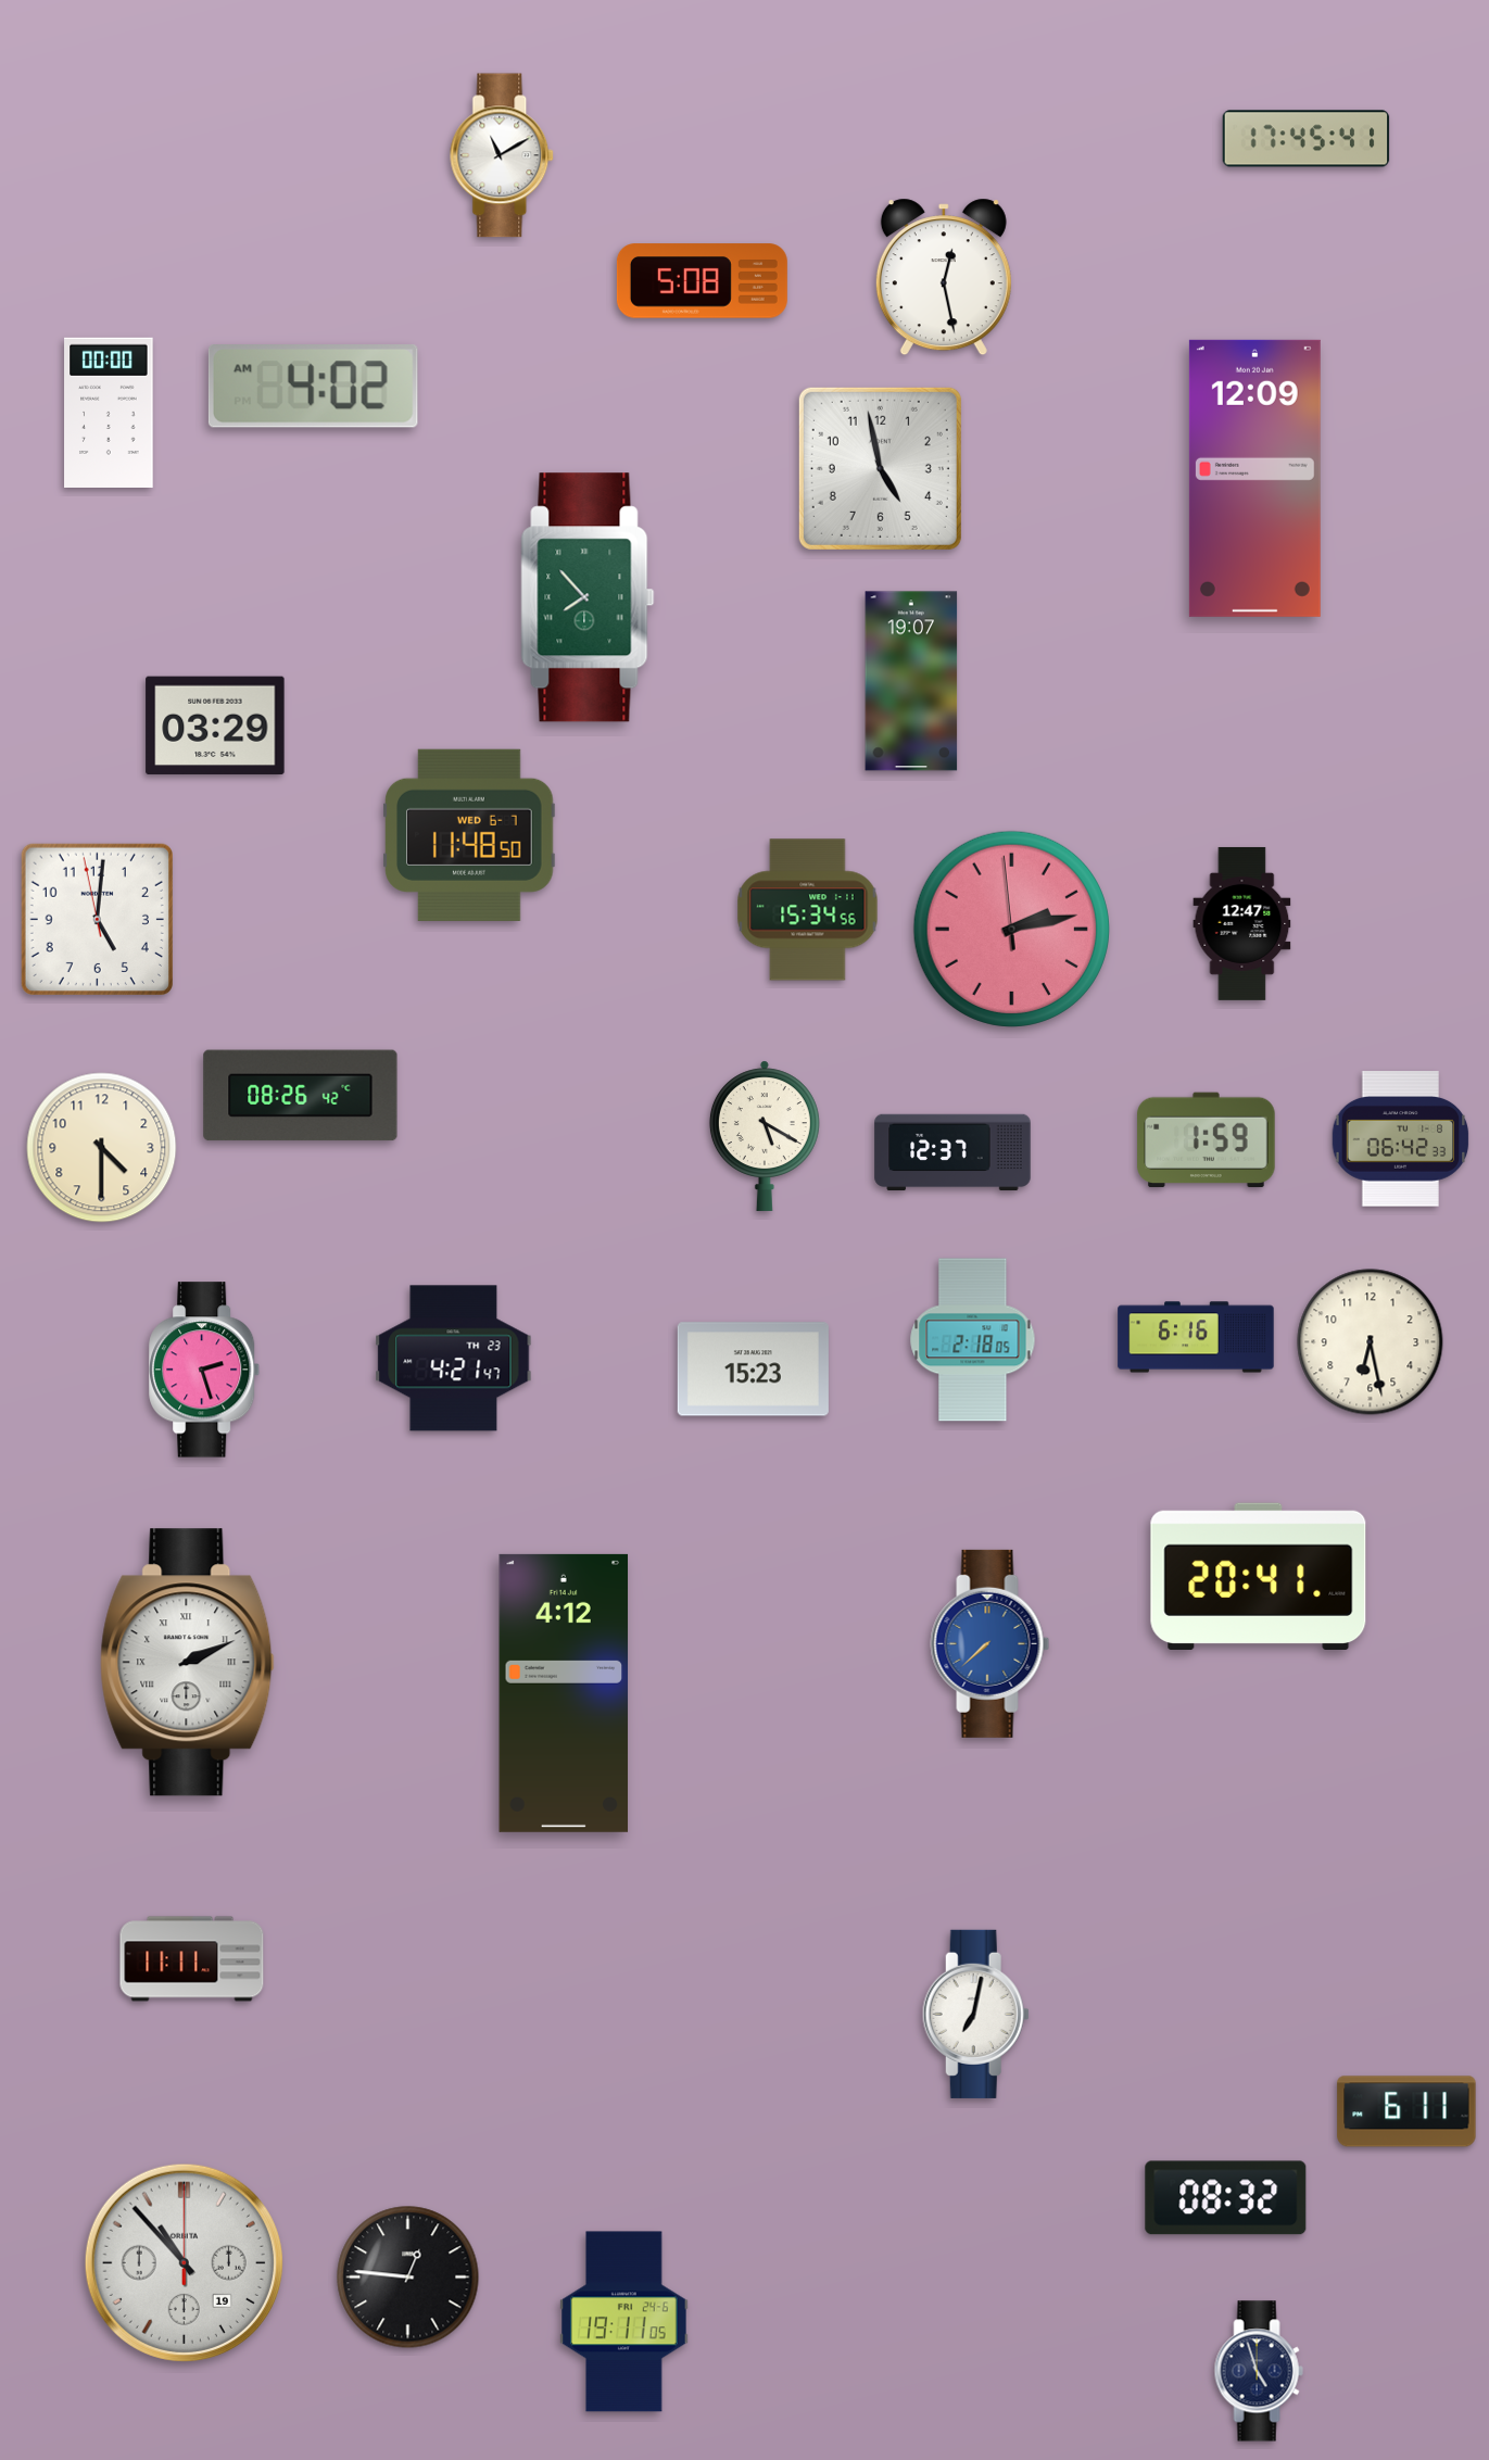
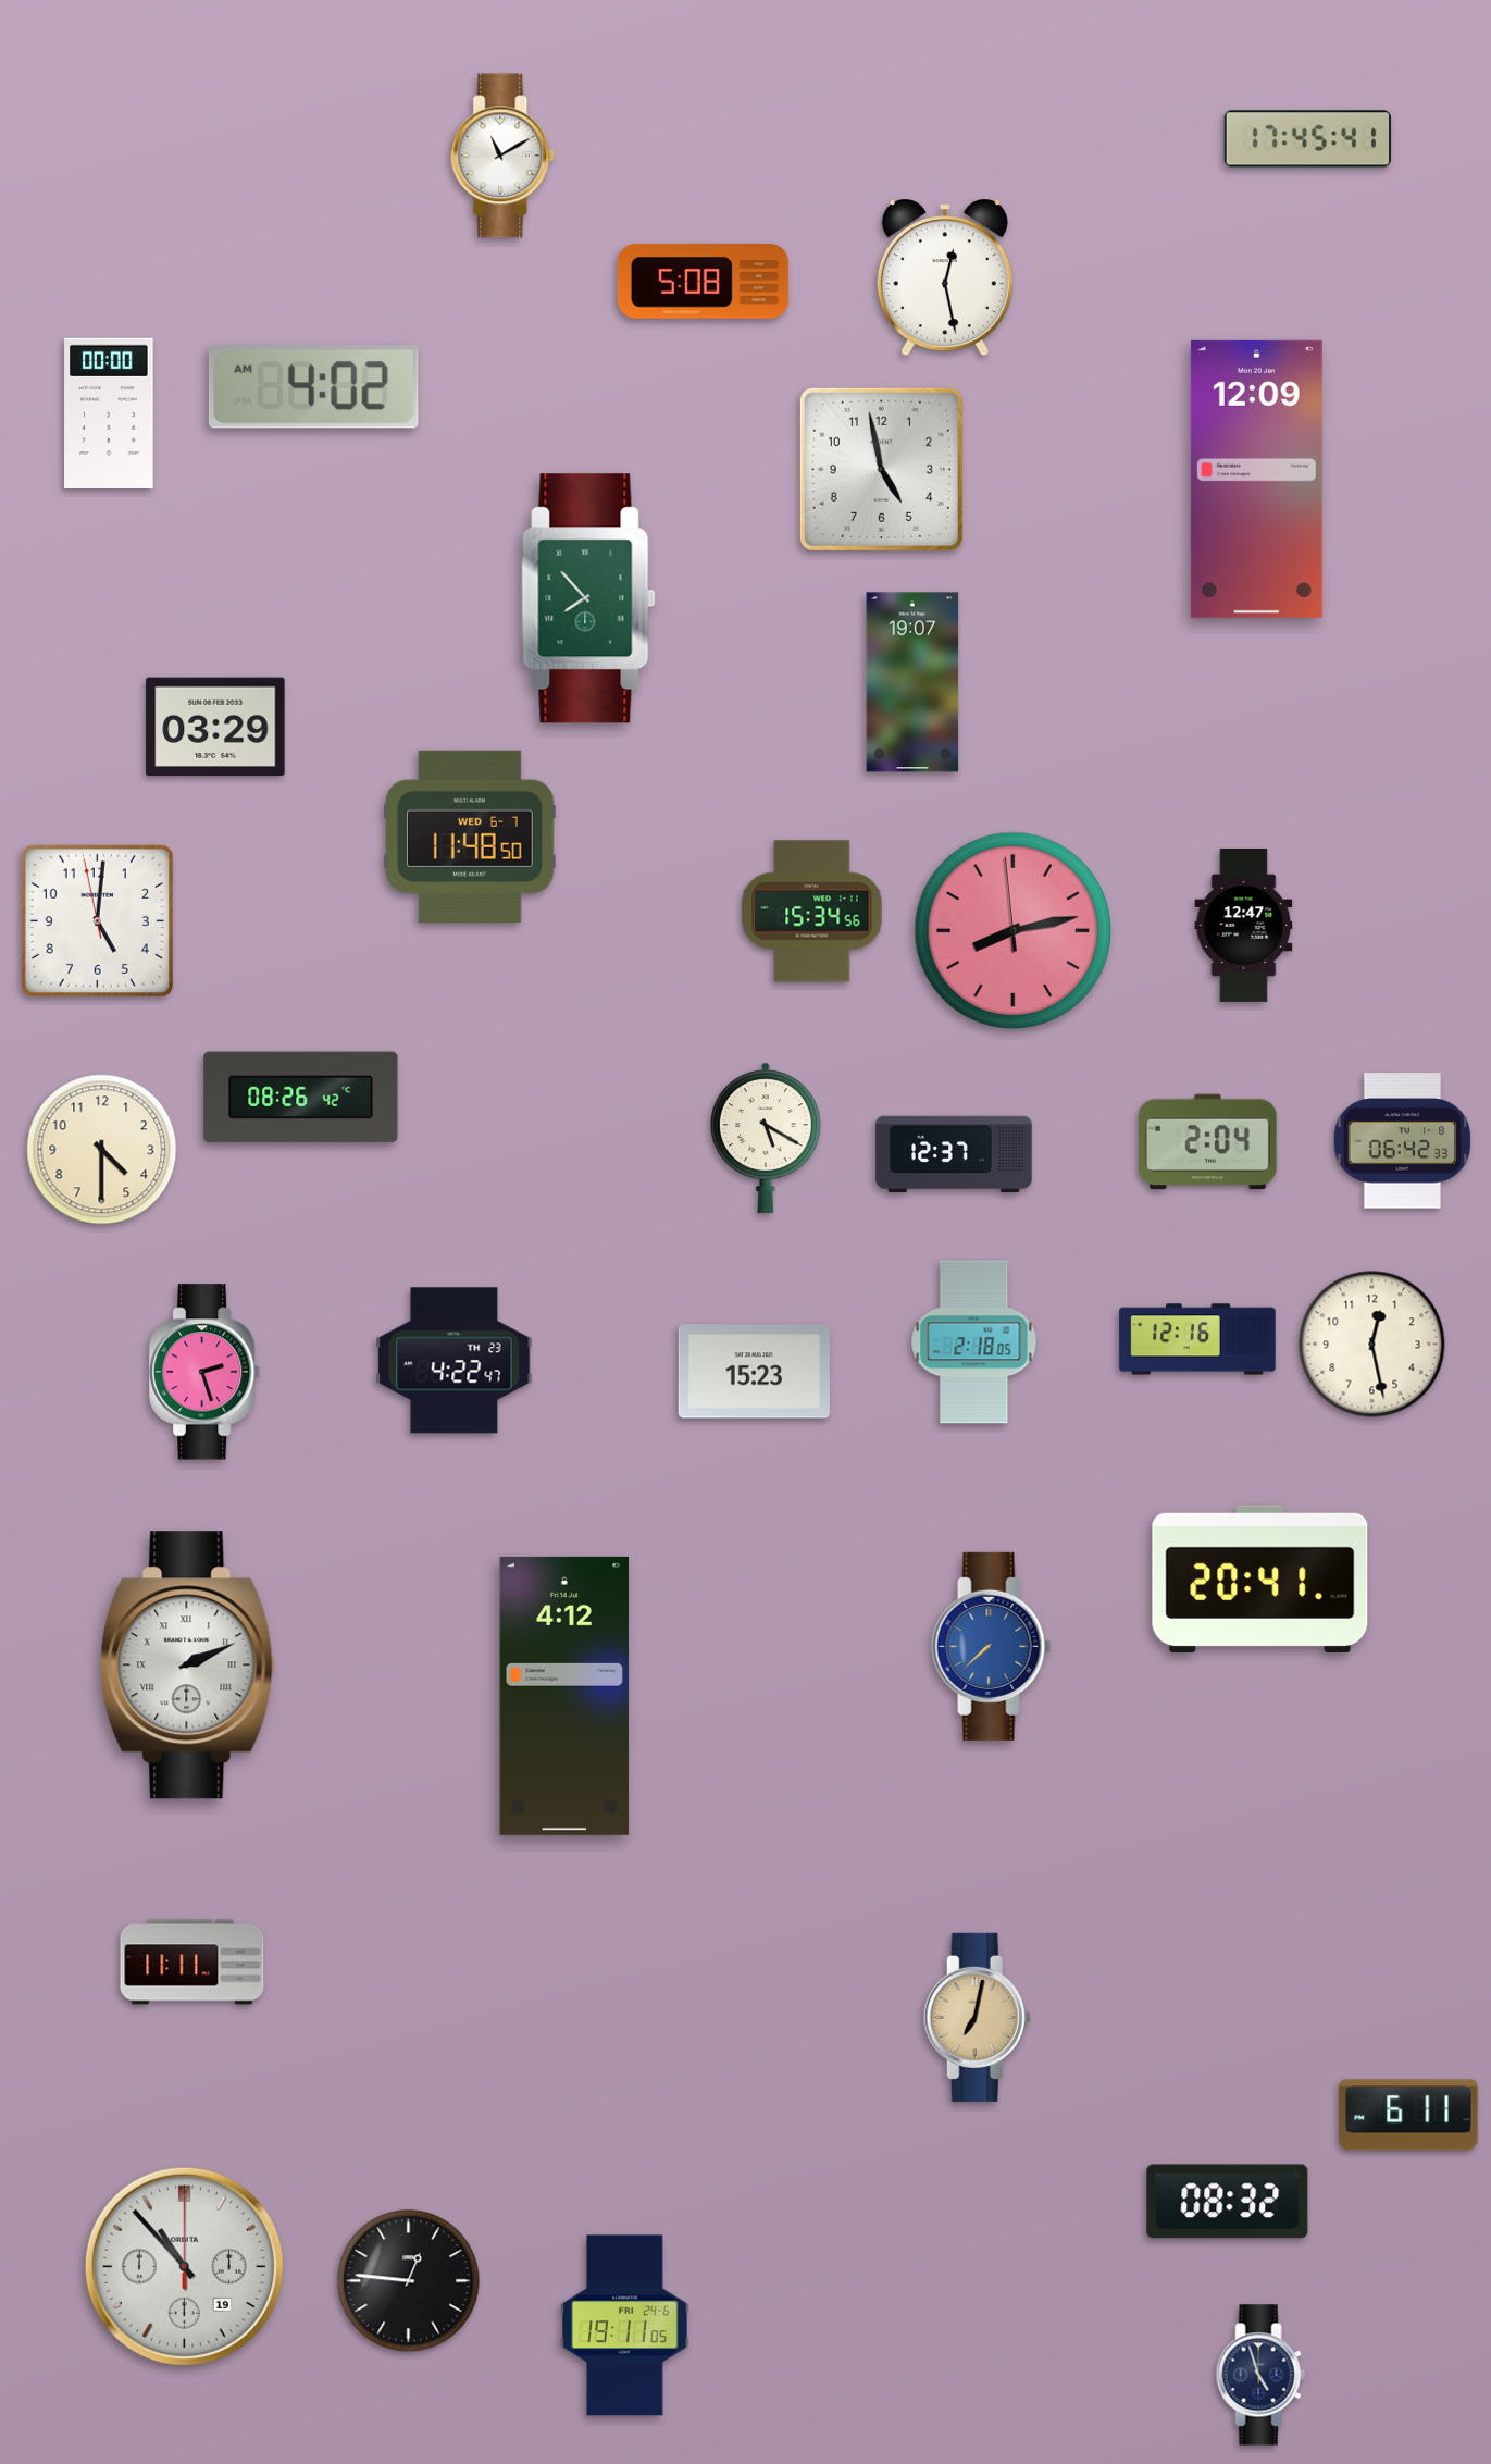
clock at (808, 910) position: (808, 910) -> (812, 912)
clock at (1011, 929): 2:12 -> 8:12
clock at (1207, 1140): 1:59 -> 2:04
clock at (1196, 1337): 6:16 -> 12:16
clock at (1371, 1342): 6:28 -> 12:28
clock at (454, 1359): 4:21 -> 4:22
clock at (975, 2014) dial: white -> champagne
